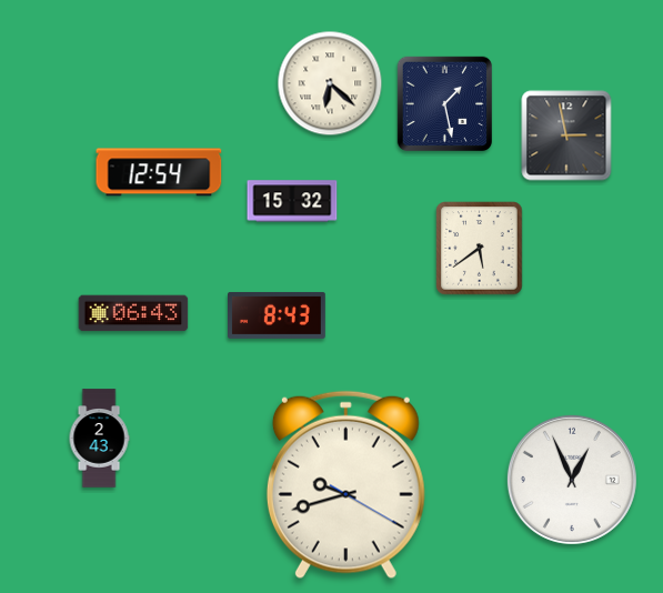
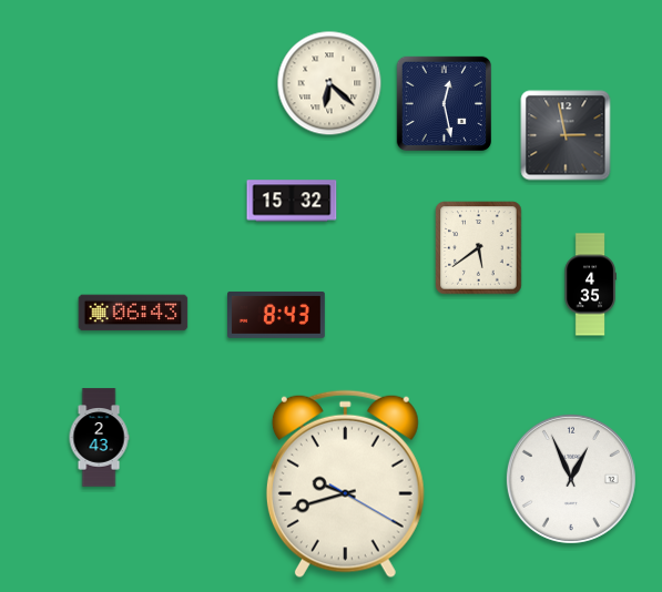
clock at (444, 103): 1:28 -> 12:28
clock at (159, 172): 12:54 -> none
clock at (590, 285): none -> 4:35
